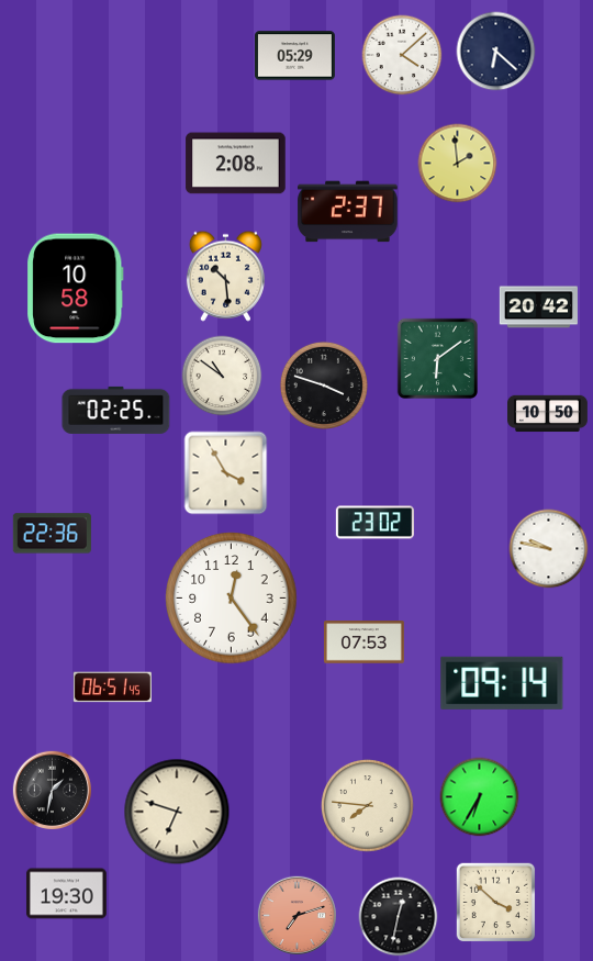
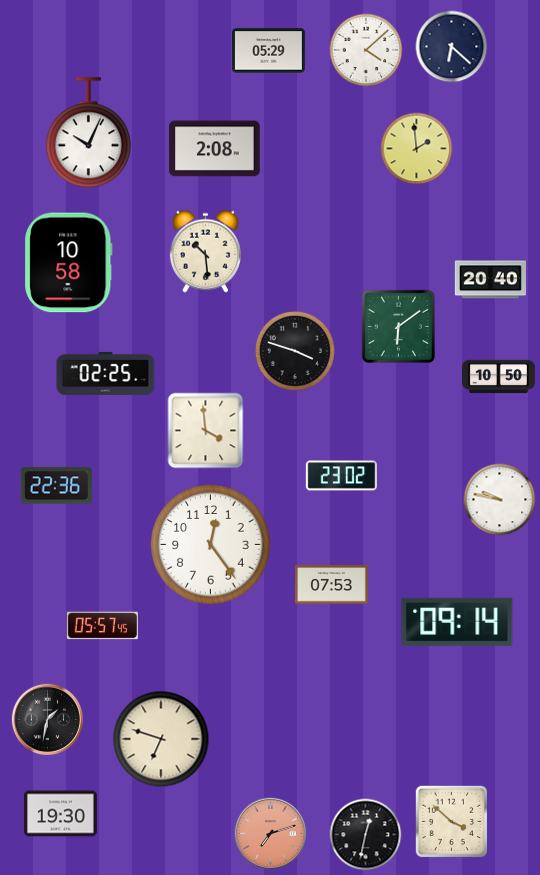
clock at (88, 133): none -> 10:04
clock at (348, 212): 2:37 -> none
clock at (538, 308): 20:42 -> 20:40
clock at (222, 376): 10:51 -> none
clock at (226, 473): 3:55 -> 3:59
clock at (52, 534) position: (52, 534) -> (56, 486)
clock at (112, 688): 06:51 -> 05:57
clock at (480, 797): 6:35 -> none
clock at (368, 806): 7:46 -> none
clock at (399, 917) position: (399, 917) -> (366, 835)
